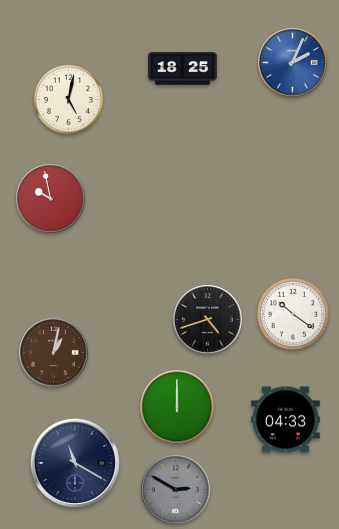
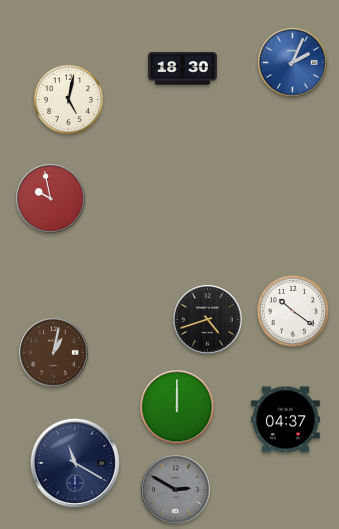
clock at (183, 69): 18:25 -> 18:30
clock at (293, 314) position: (293, 314) -> (293, 311)
clock at (285, 420): 04:33 -> 04:37
